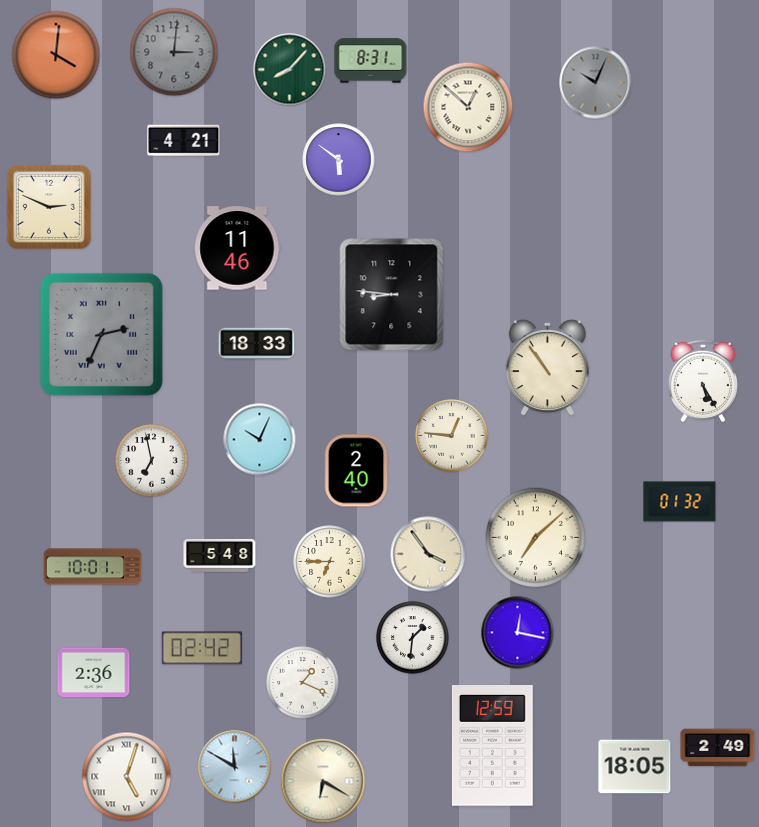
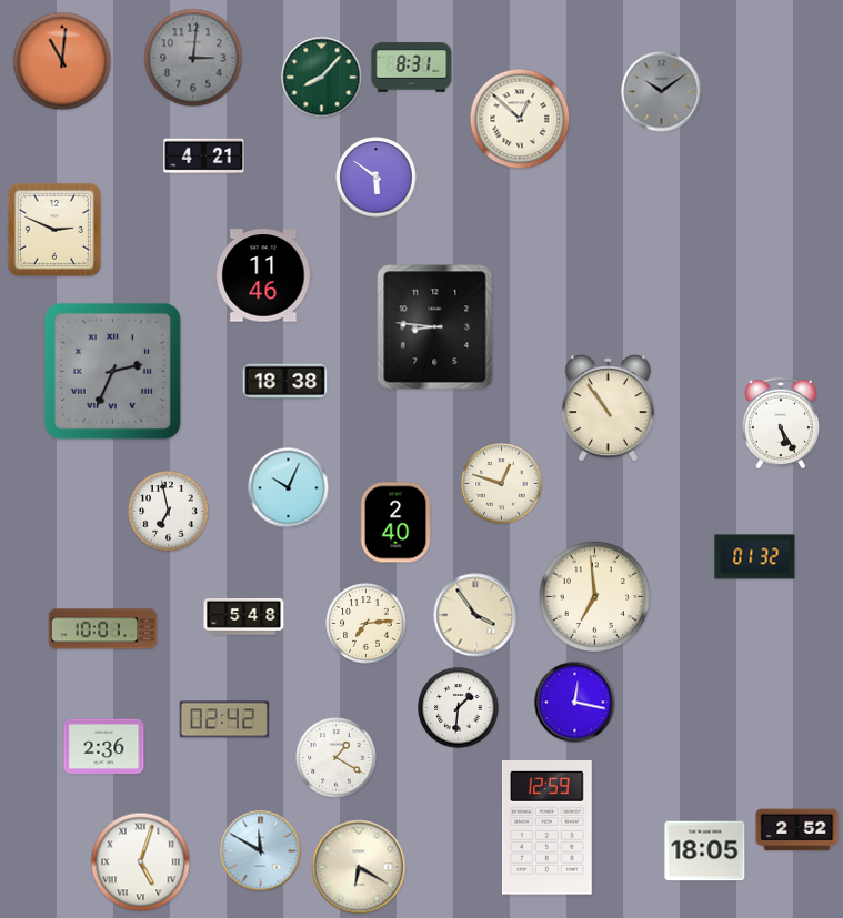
clock at (56, 55): 4:01 -> 11:01
clock at (596, 83): 10:04 -> 10:09
clock at (257, 344): 18:33 -> 18:38
clock at (452, 436): 12:46 -> 12:48
clock at (536, 538): 7:08 -> 6:59
clock at (330, 562): 6:45 -> 7:14
clock at (303, 683): 1:19 -> 1:20
clock at (718, 748): 2:49 -> 2:52
